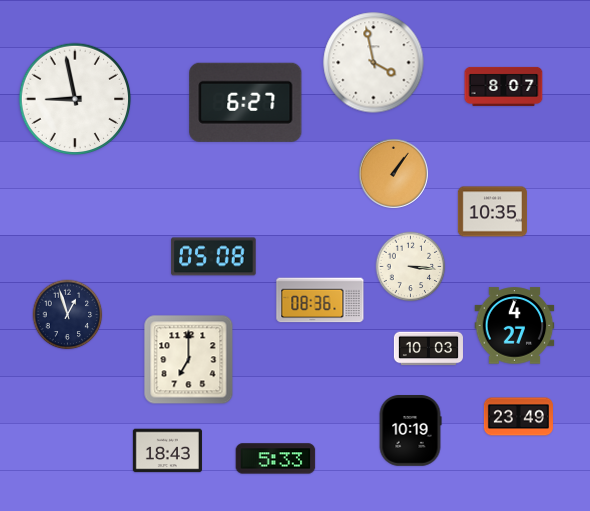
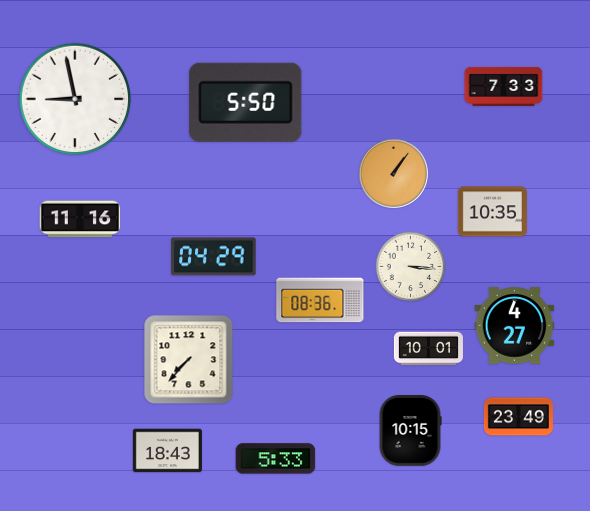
clock at (374, 63): 3:58 -> none
clock at (504, 86): 8:07 -> 7:33
clock at (246, 102): 6:27 -> 5:50
clock at (80, 219): none -> 11:16
clock at (214, 257): 05:08 -> 04:29
clock at (68, 315): 12:57 -> none
clock at (428, 349): 10:03 -> 10:01
clock at (189, 360): 7:00 -> 7:37
clock at (410, 431): 10:19 -> 10:15
